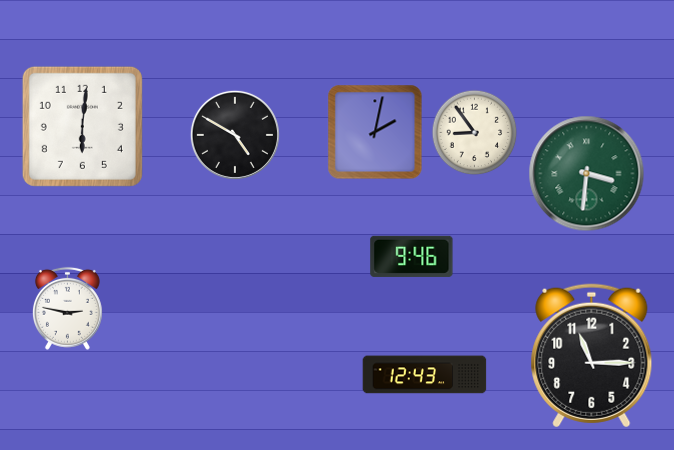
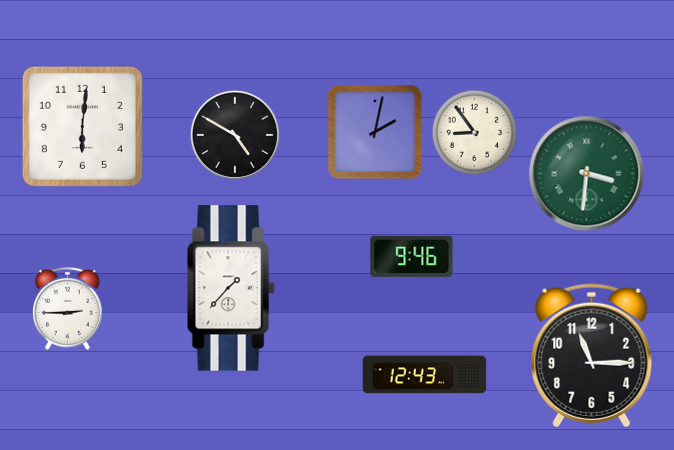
clock at (231, 288): none -> 1:37
clock at (67, 308): 2:47 -> 2:45
